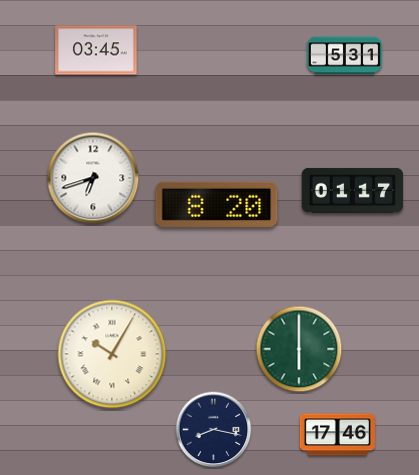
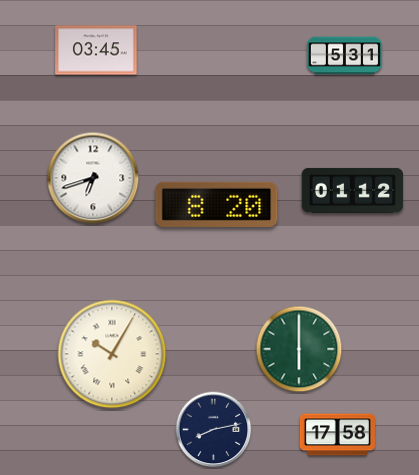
clock at (353, 190): 01:17 -> 01:12
clock at (214, 430): 8:17 -> 8:13
clock at (337, 435): 17:46 -> 17:58
